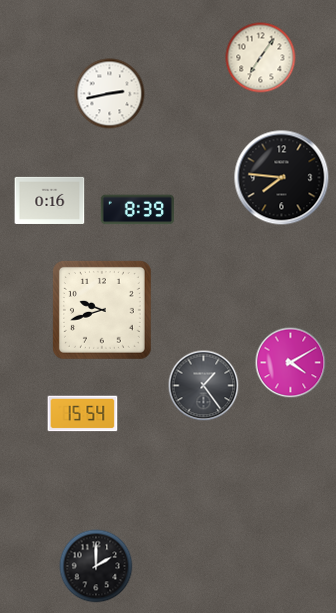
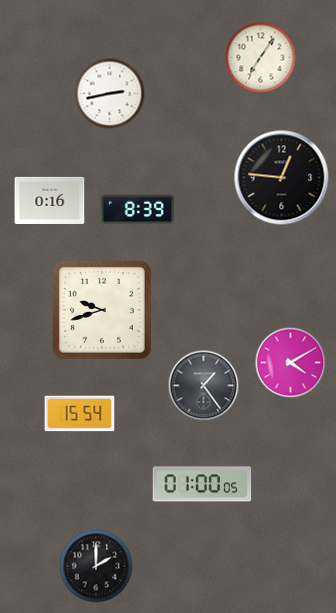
clock at (282, 178): 7:46 -> 12:46
clock at (83, 414) position: (83, 414) -> (80, 414)
clock at (202, 484): none -> 01:00
